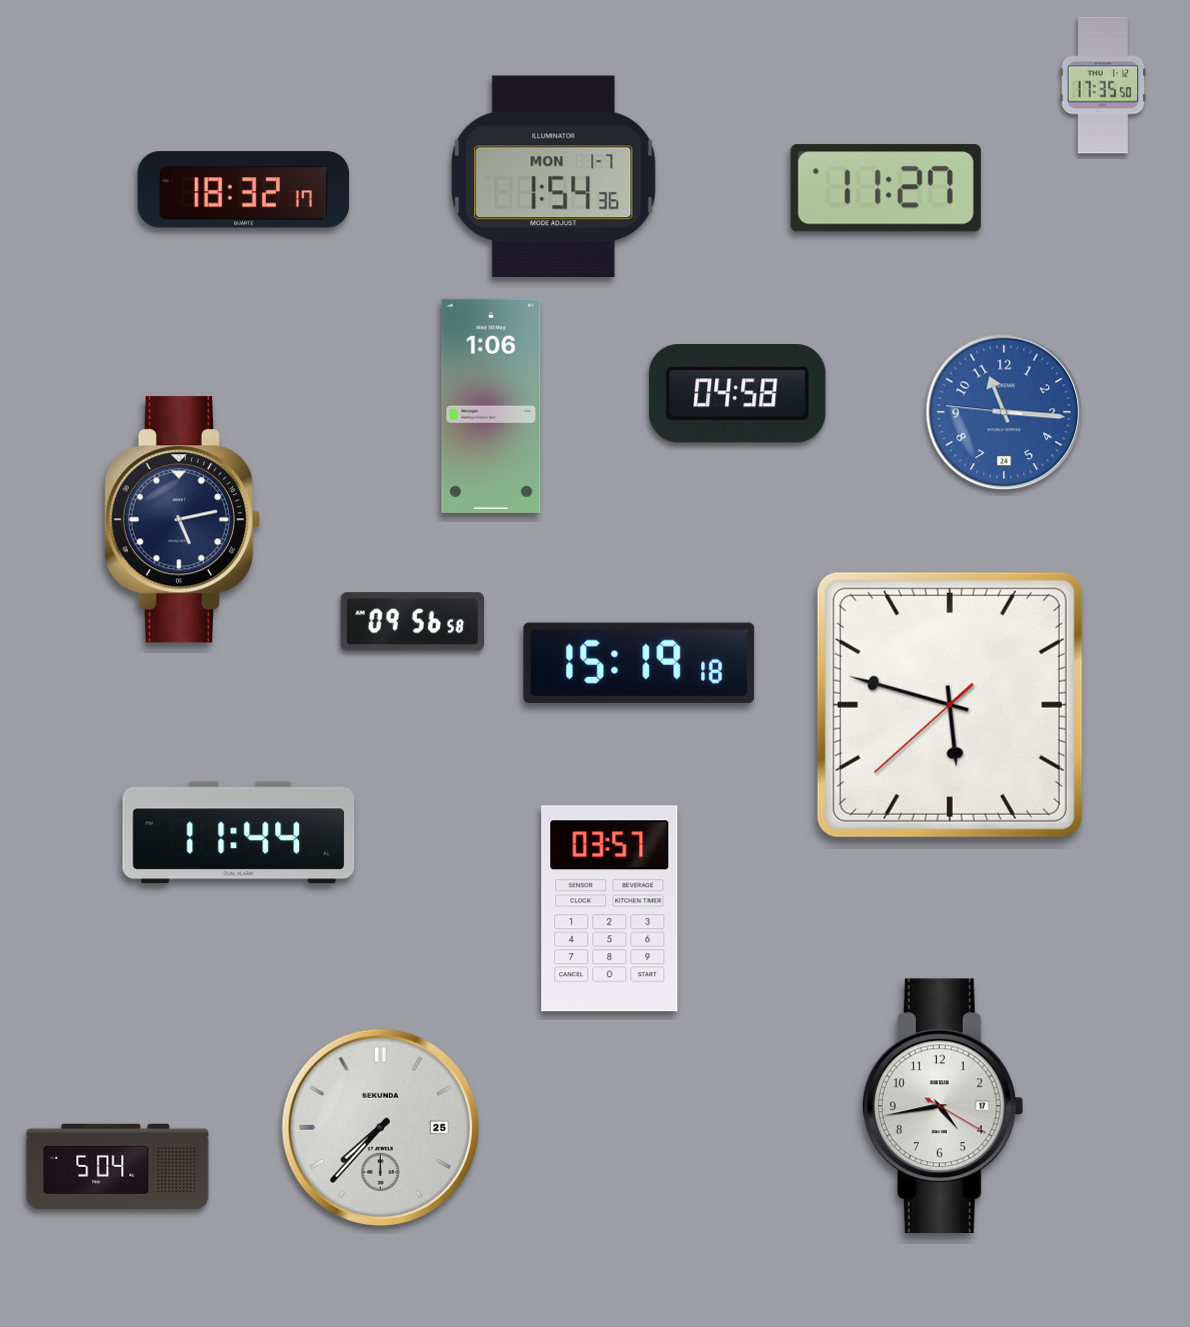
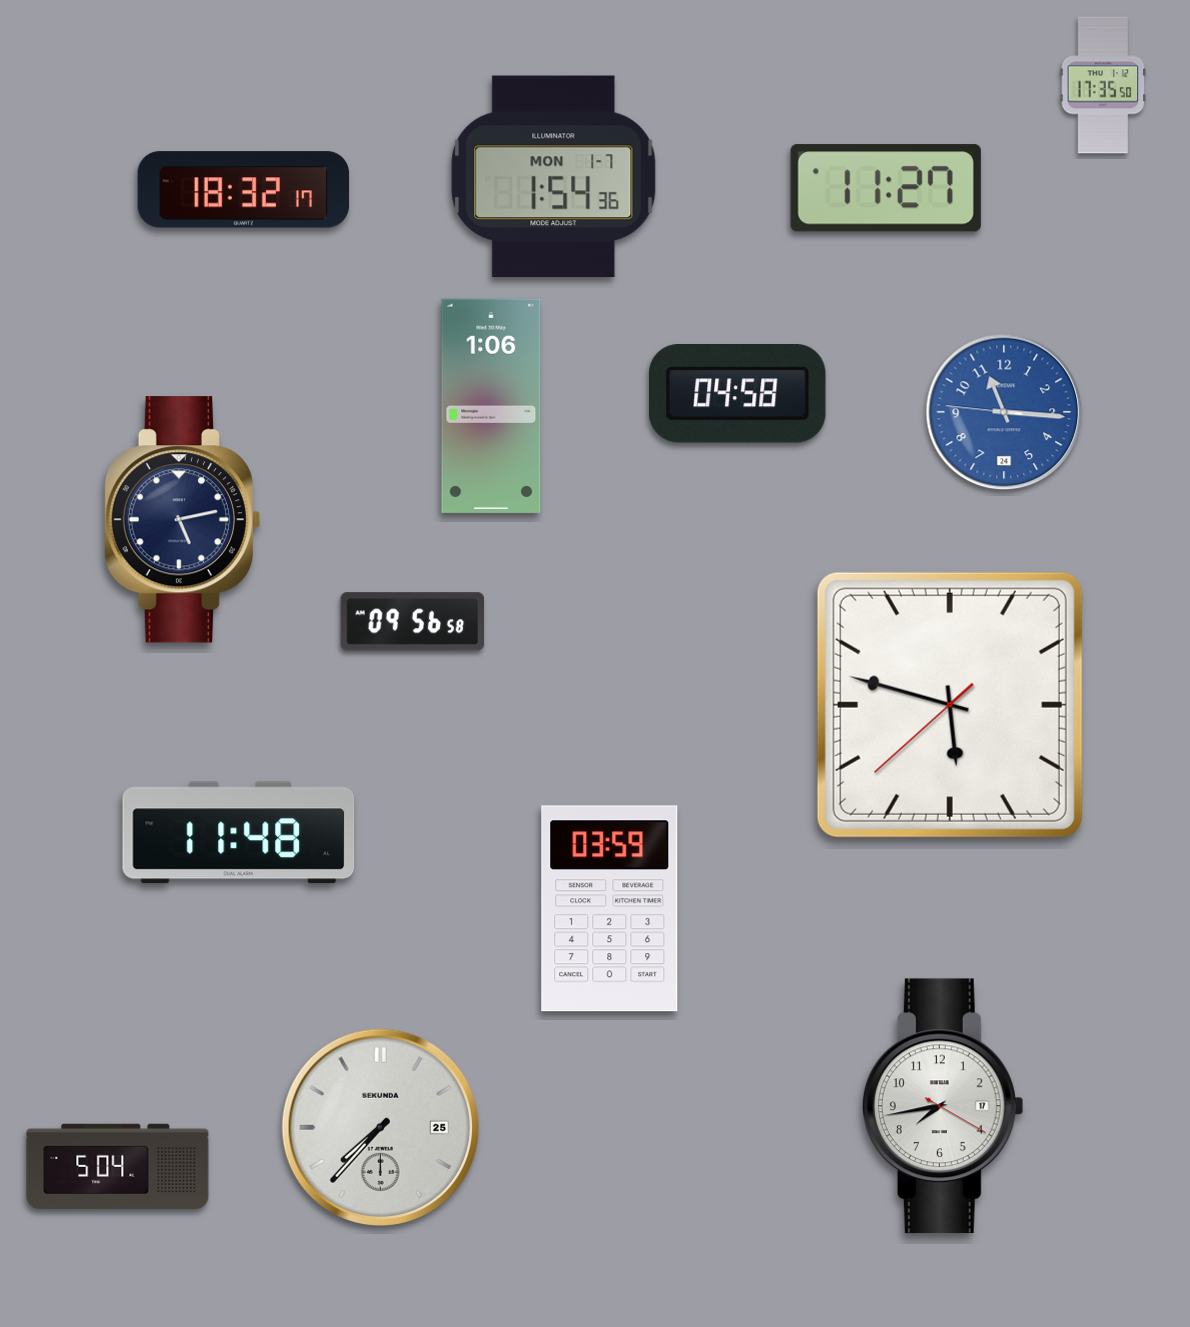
clock at (639, 663): 15:19 -> none
clock at (239, 833): 11:44 -> 11:48
clock at (610, 909): 03:57 -> 03:59
clock at (943, 1106): 4:43 -> 7:43
